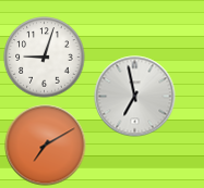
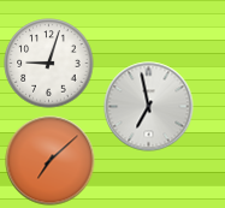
clock at (46, 146): 7:10 -> 7:08
